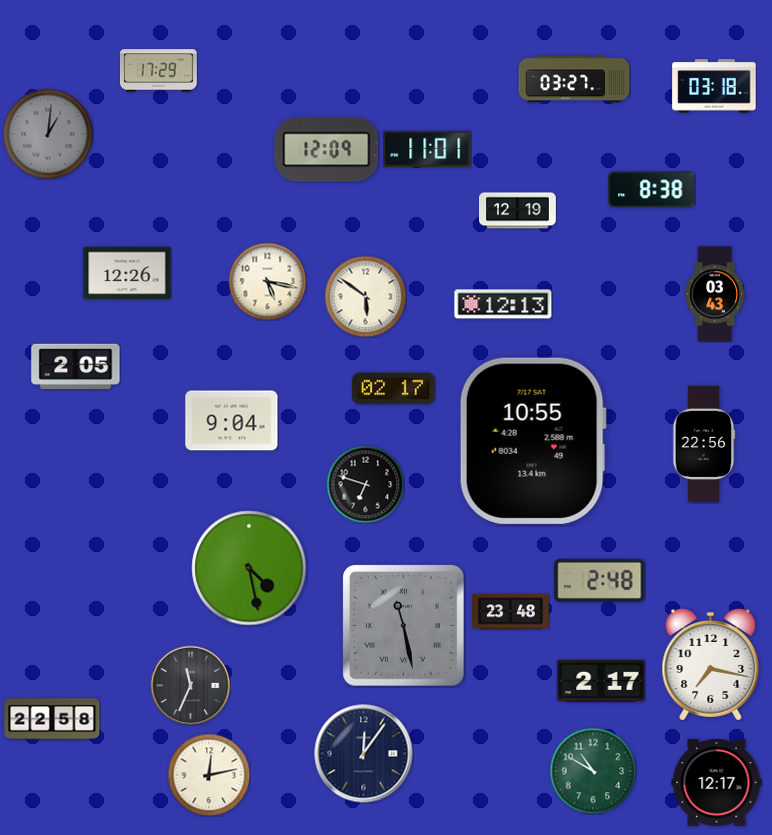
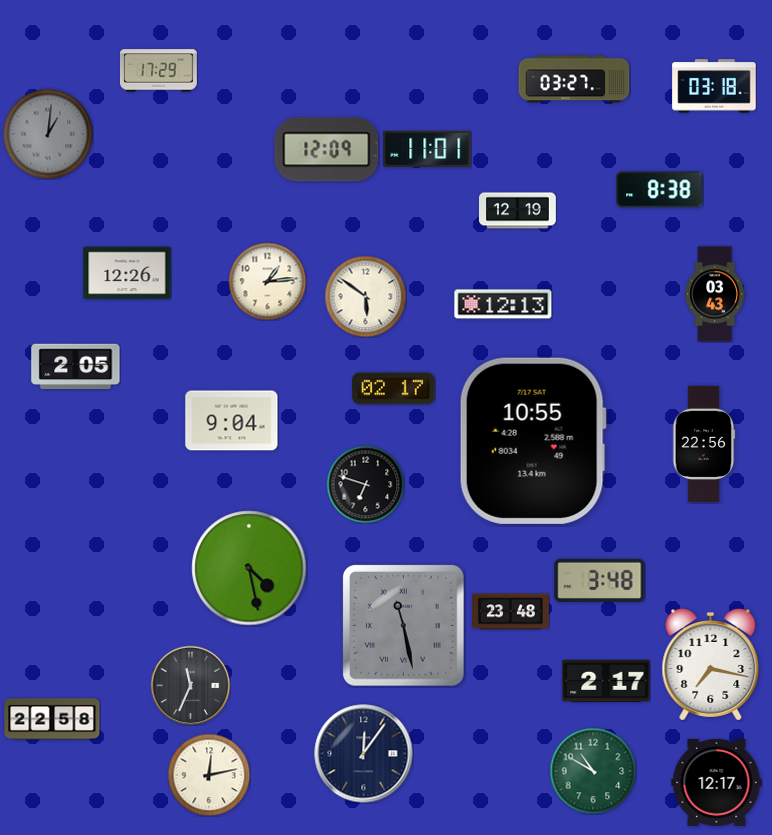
clock at (652, 190) position: (652, 190) -> (660, 190)
clock at (267, 281): 5:17 -> 1:14
clock at (600, 580): 2:48 -> 3:48
clock at (601, 681) position: (601, 681) -> (606, 681)
